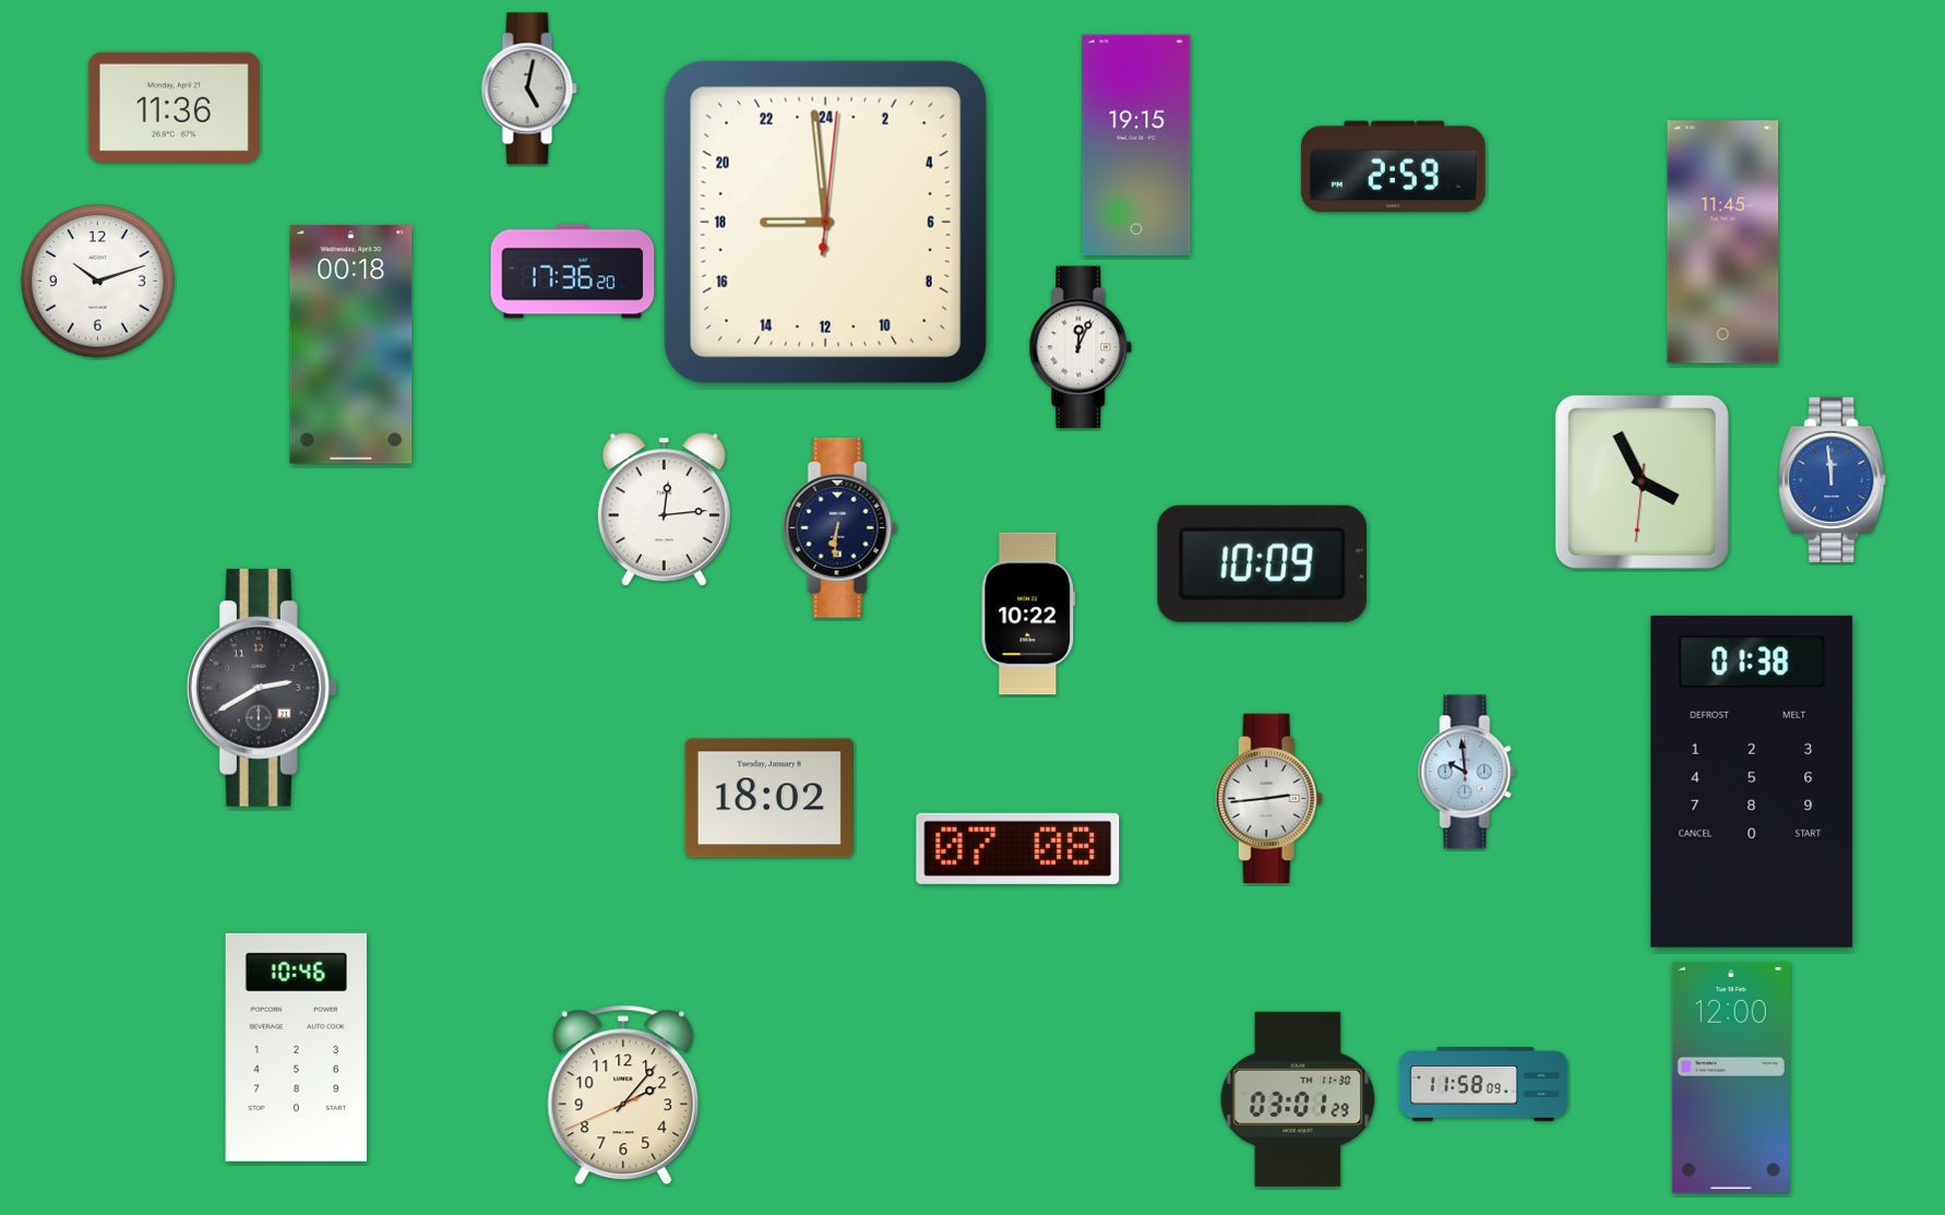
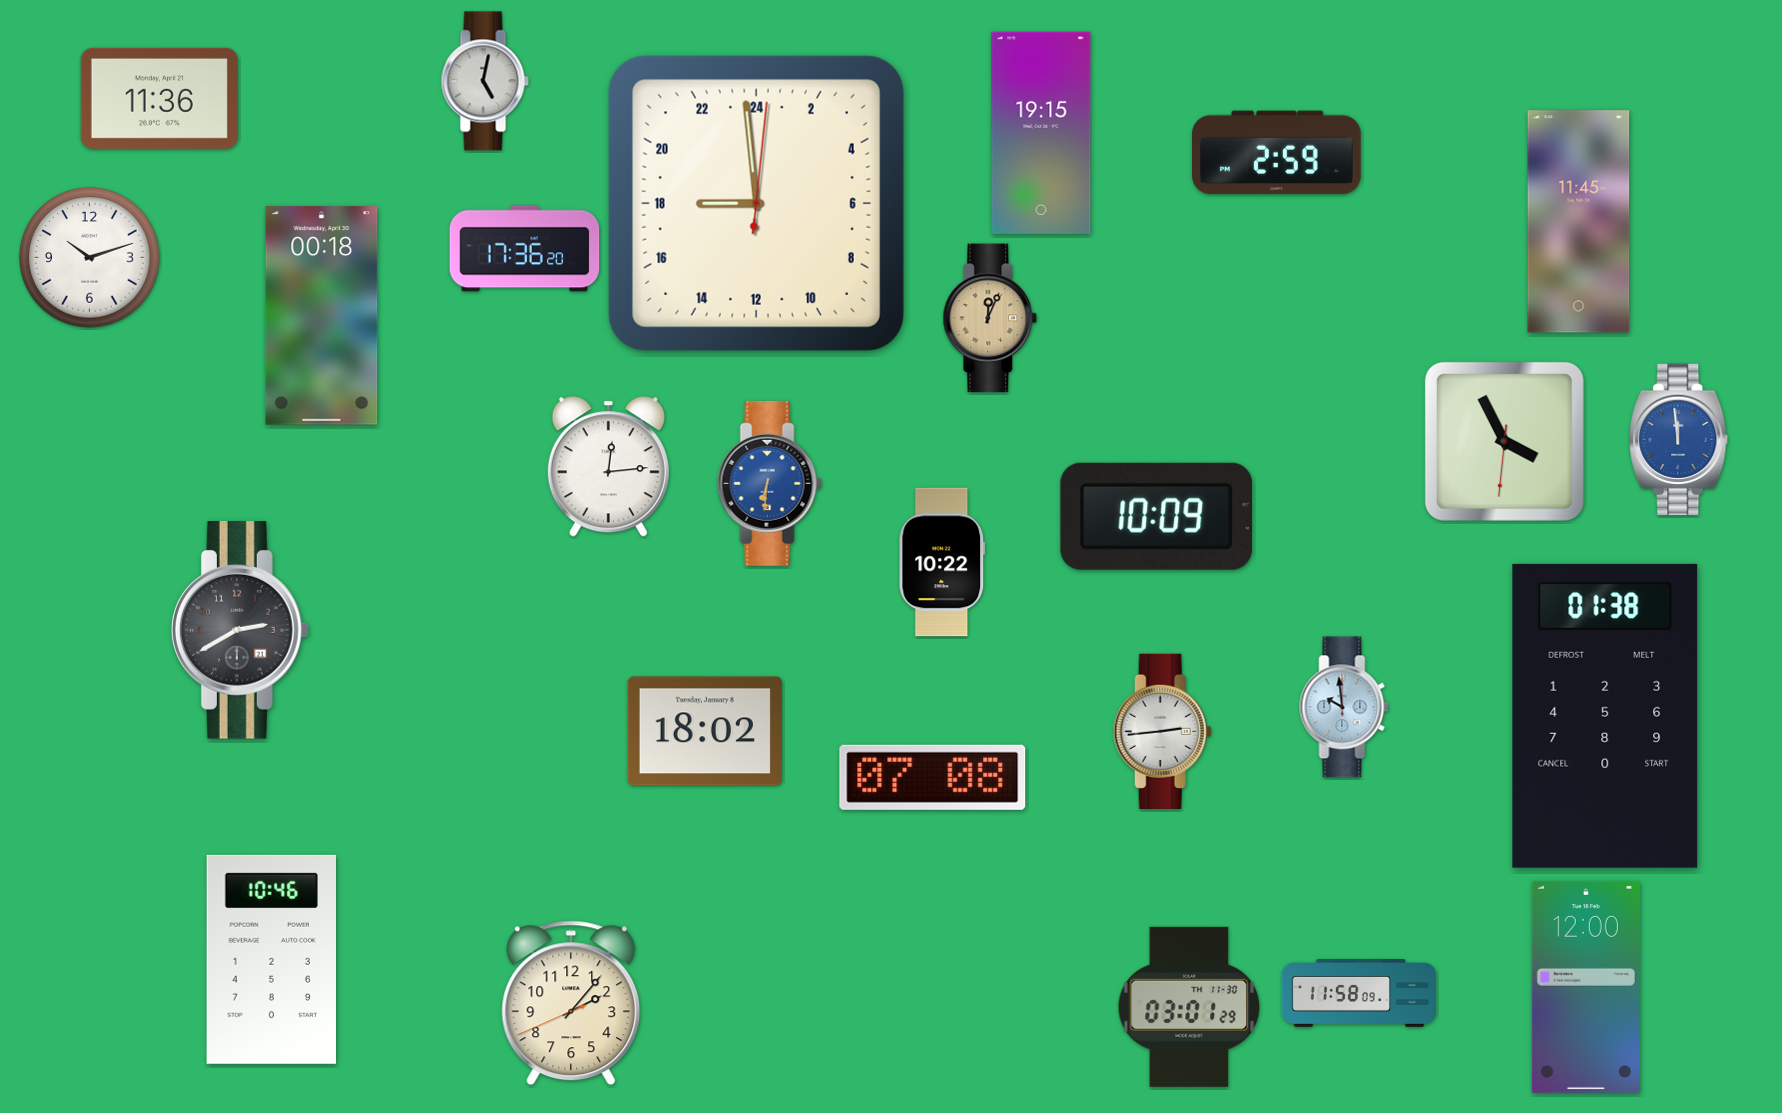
clock at (1081, 347) dial: white -> champagne
clock at (839, 527) dial: navy -> blue
